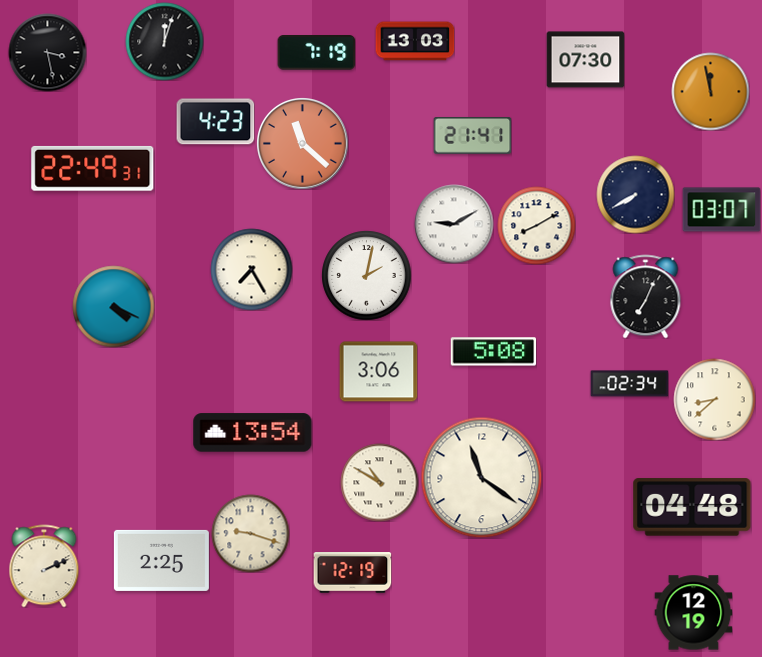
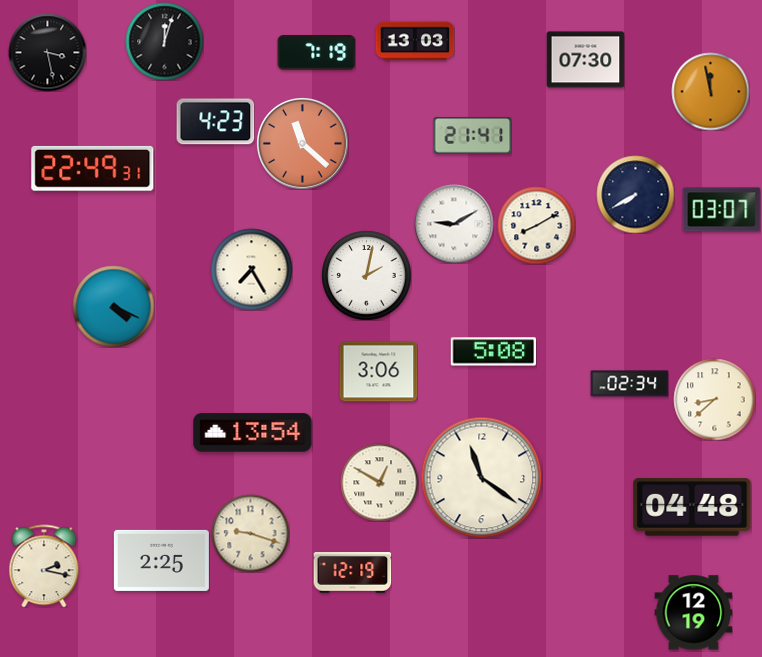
clock at (646, 296): 7:04 -> none
clock at (379, 482): 10:50 -> 12:50
clock at (44, 566): 2:11 -> 2:17
